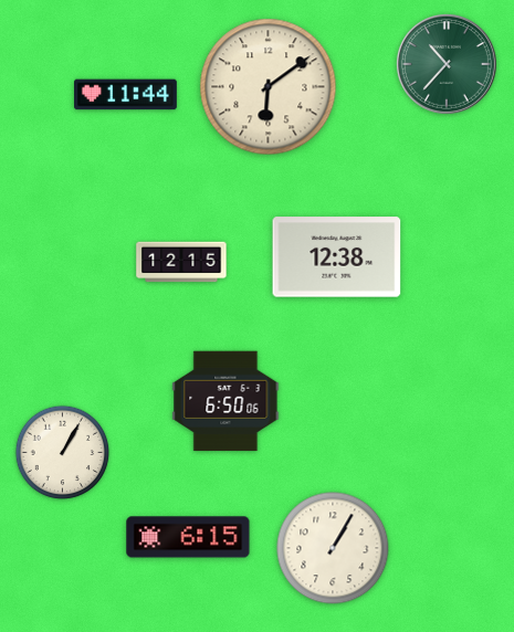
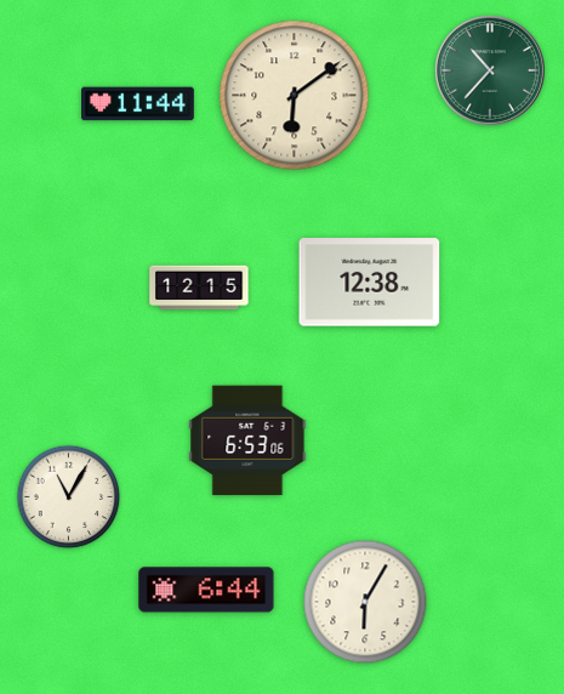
clock at (225, 401): 6:50 -> 6:53
clock at (63, 453): 1:05 -> 11:05
clock at (188, 537): 6:15 -> 6:44
clock at (333, 548): 1:05 -> 6:05
